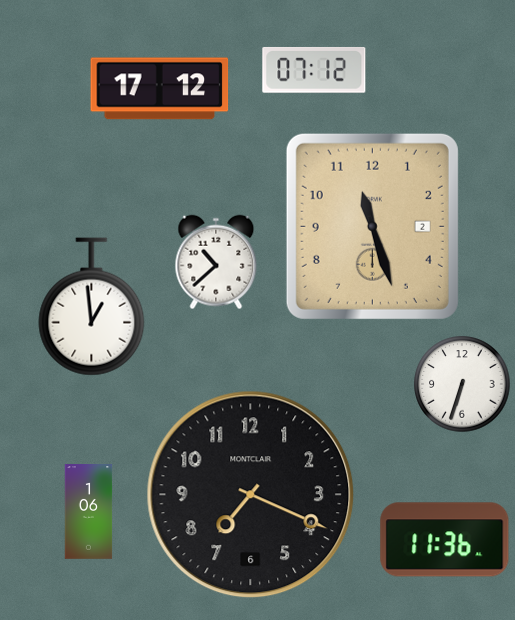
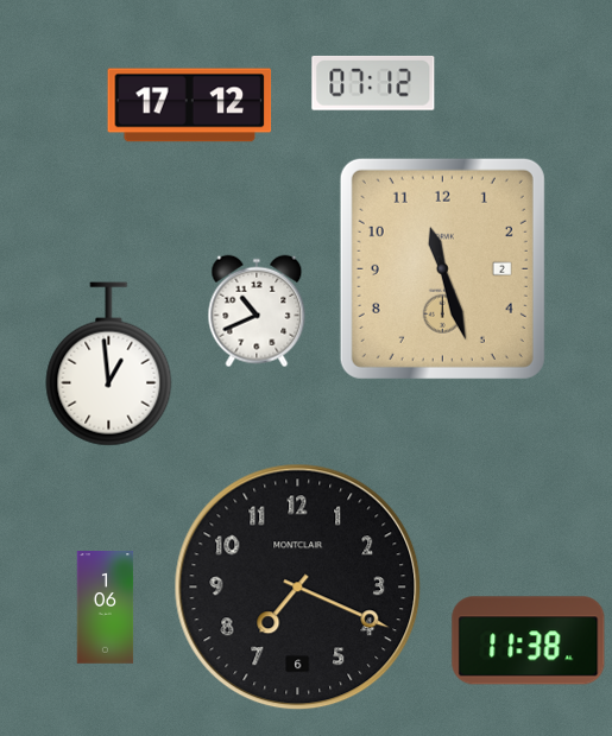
clock at (216, 262): 10:38 -> 10:41
clock at (462, 384): 6:33 -> none
clock at (445, 540): 11:36 -> 11:38
